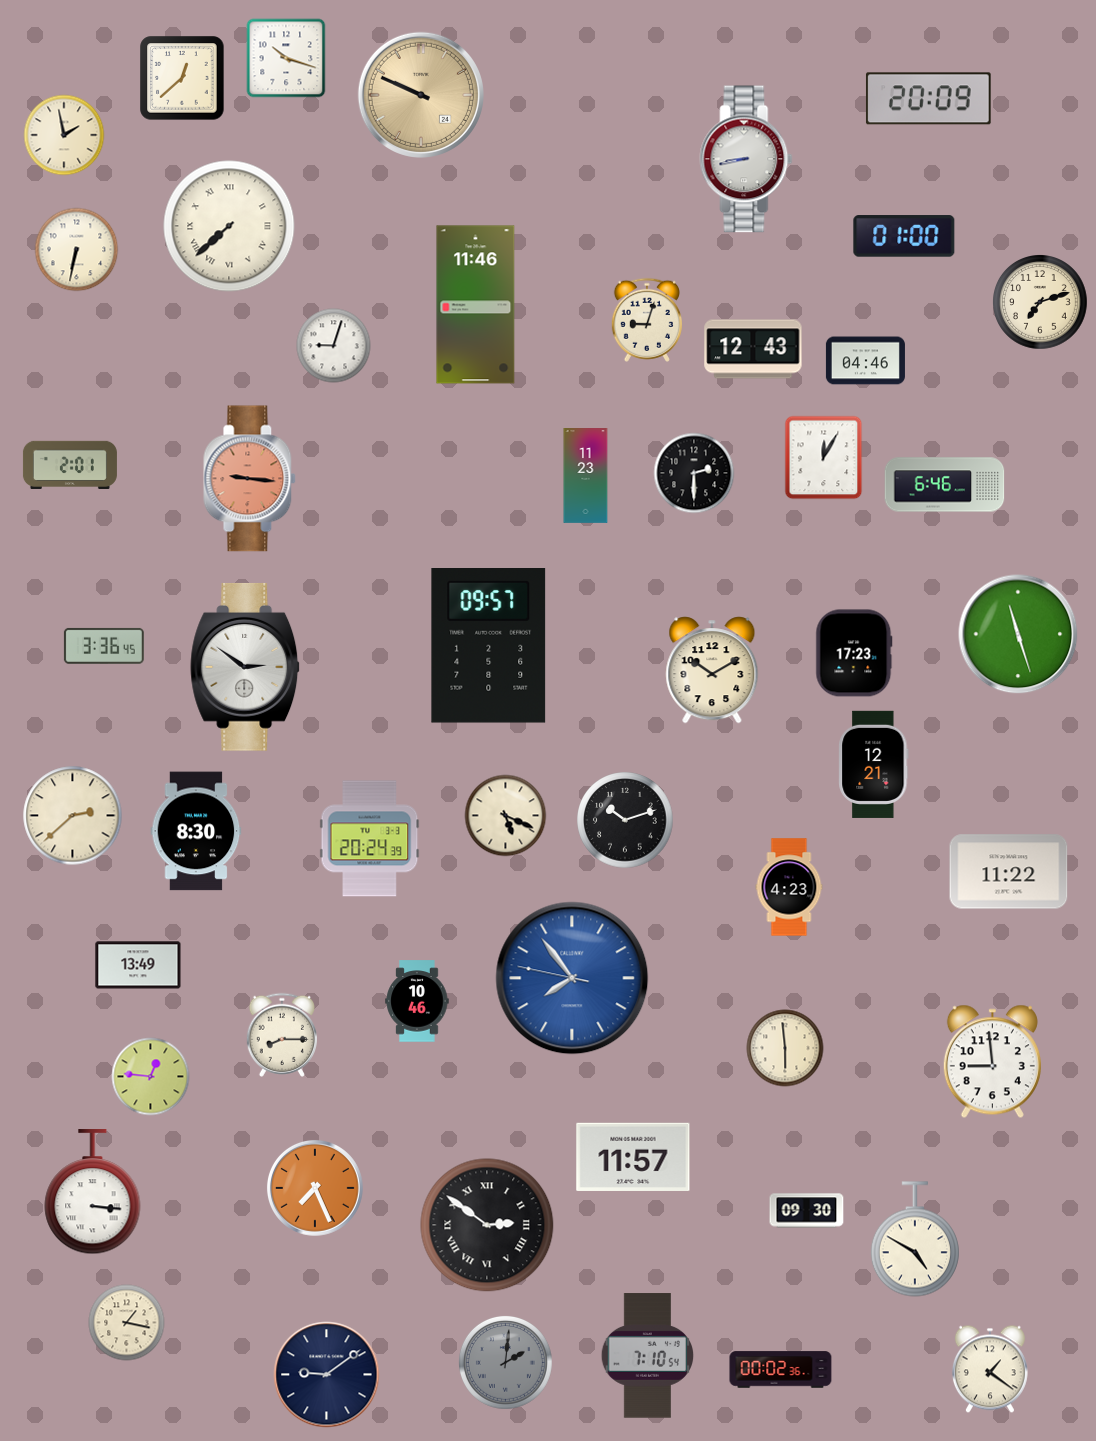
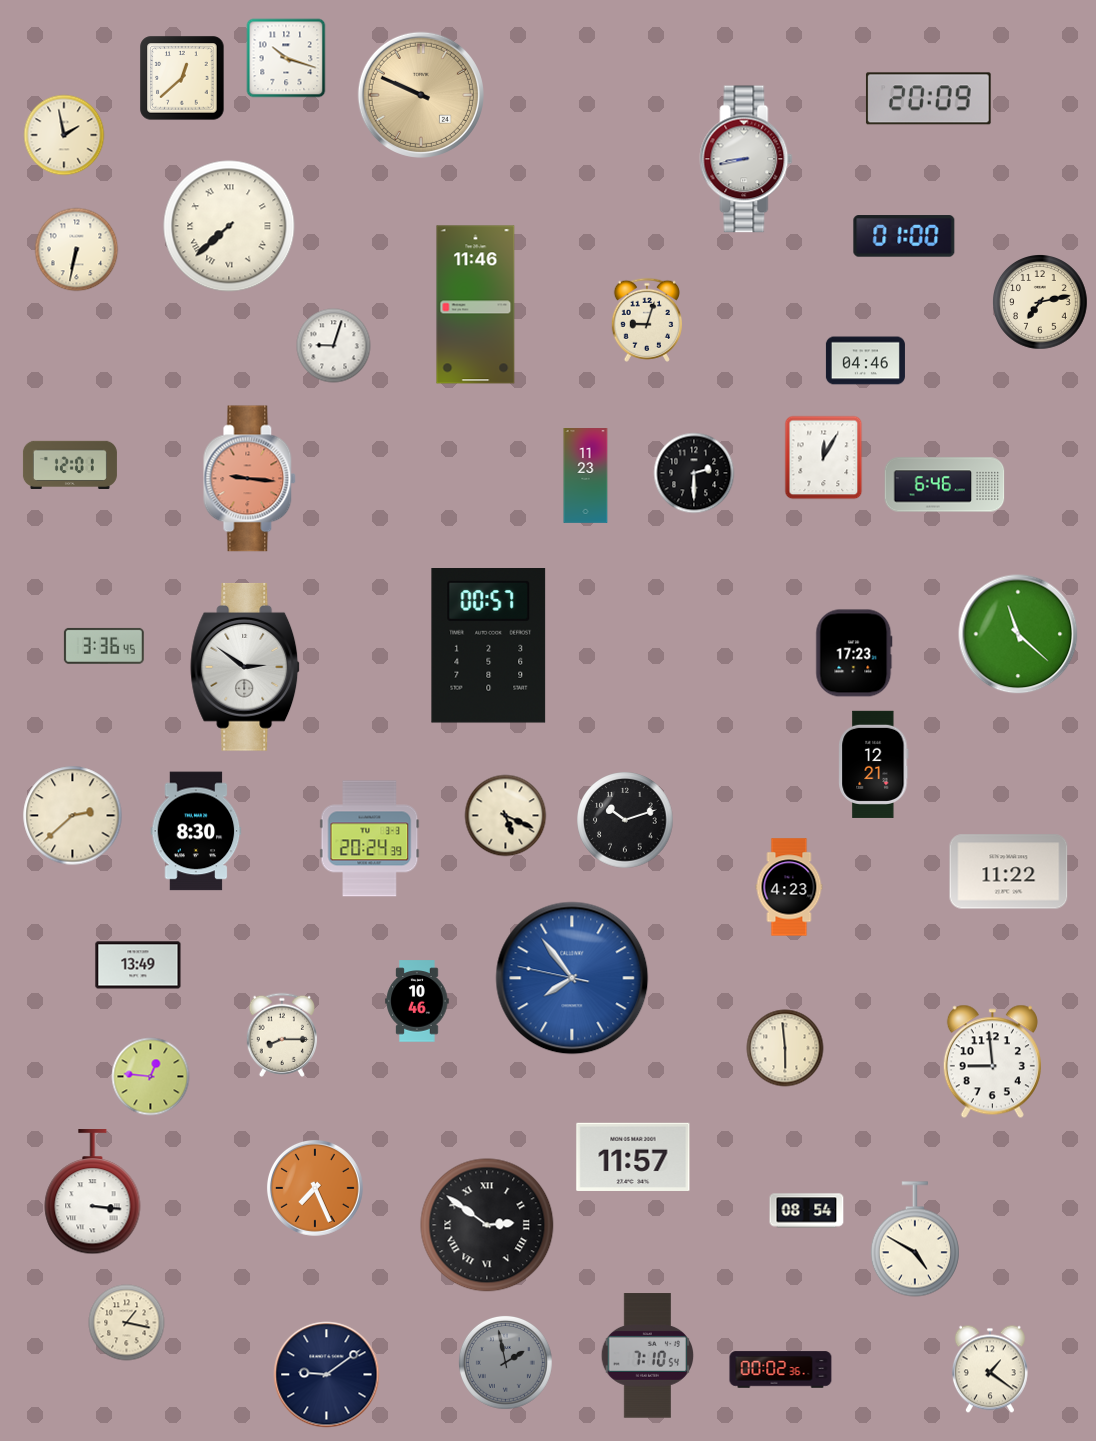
clock at (1041, 303): 7:12 -> 7:13
clock at (753, 349): 12:43 -> none
clock at (70, 465): 2:01 -> 12:01
clock at (1018, 634): 11:27 -> 11:22
clock at (489, 646): 09:57 -> 00:57
clock at (712, 670): 10:10 -> none
clock at (807, 1211): 09:30 -> 08:54
clock at (505, 1362): 2:01 -> 1:58
